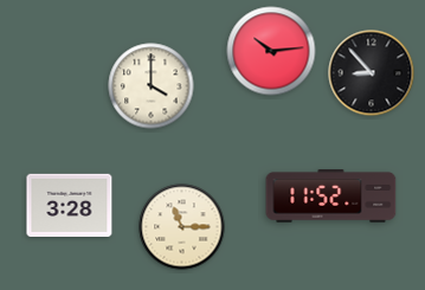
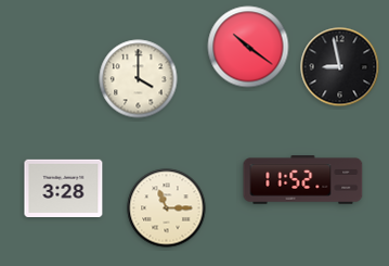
clock at (271, 51): 10:14 -> 10:21
clock at (372, 73): 8:53 -> 8:58
